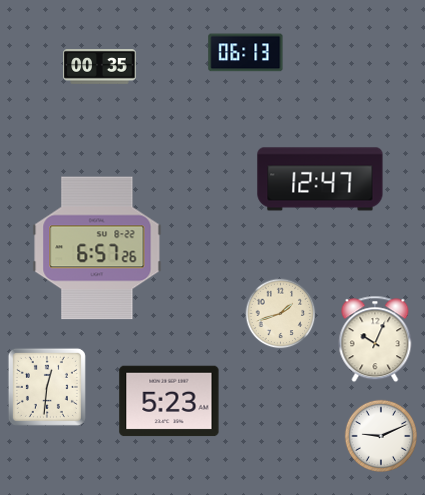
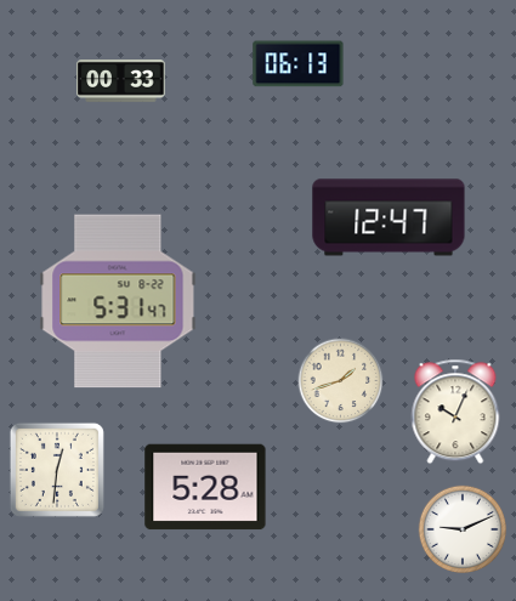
clock at (100, 67): 00:35 -> 00:33
clock at (97, 248): 6:57 -> 5:31
clock at (169, 401): 5:23 -> 5:28
